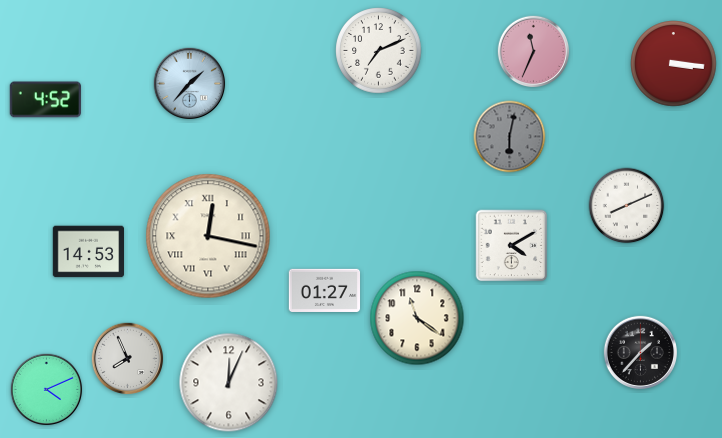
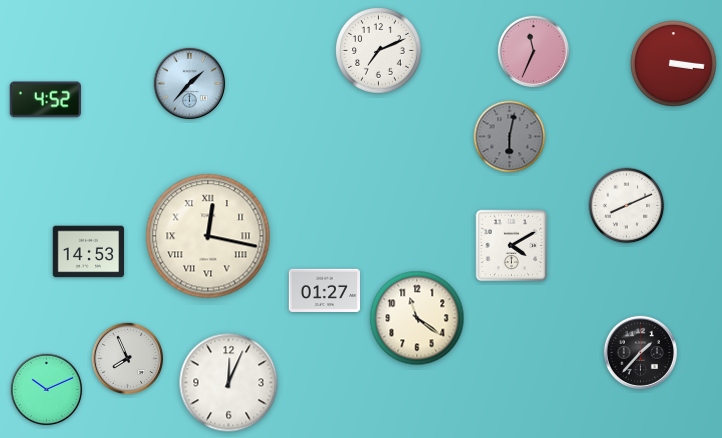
clock at (47, 390): 4:11 -> 10:11
